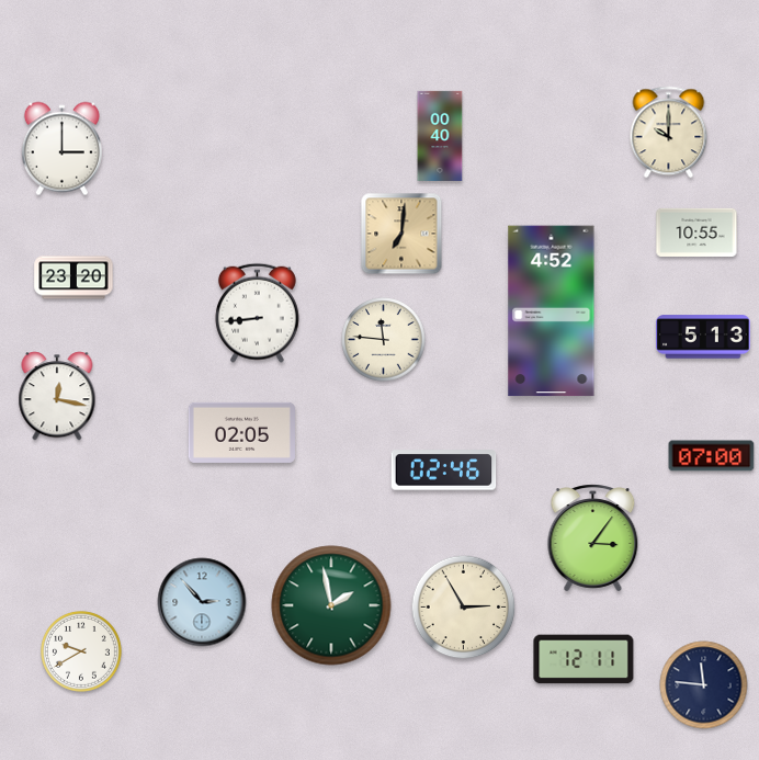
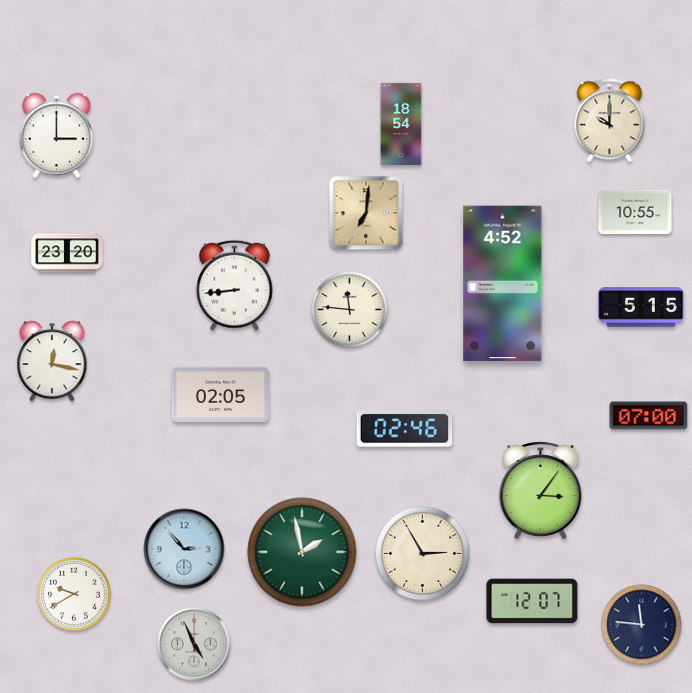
clock at (440, 135): 00:40 -> 18:54
clock at (703, 337): 5:13 -> 5:15
clock at (584, 659): 12:11 -> 12:07
clock at (194, 644): none -> 4:56
